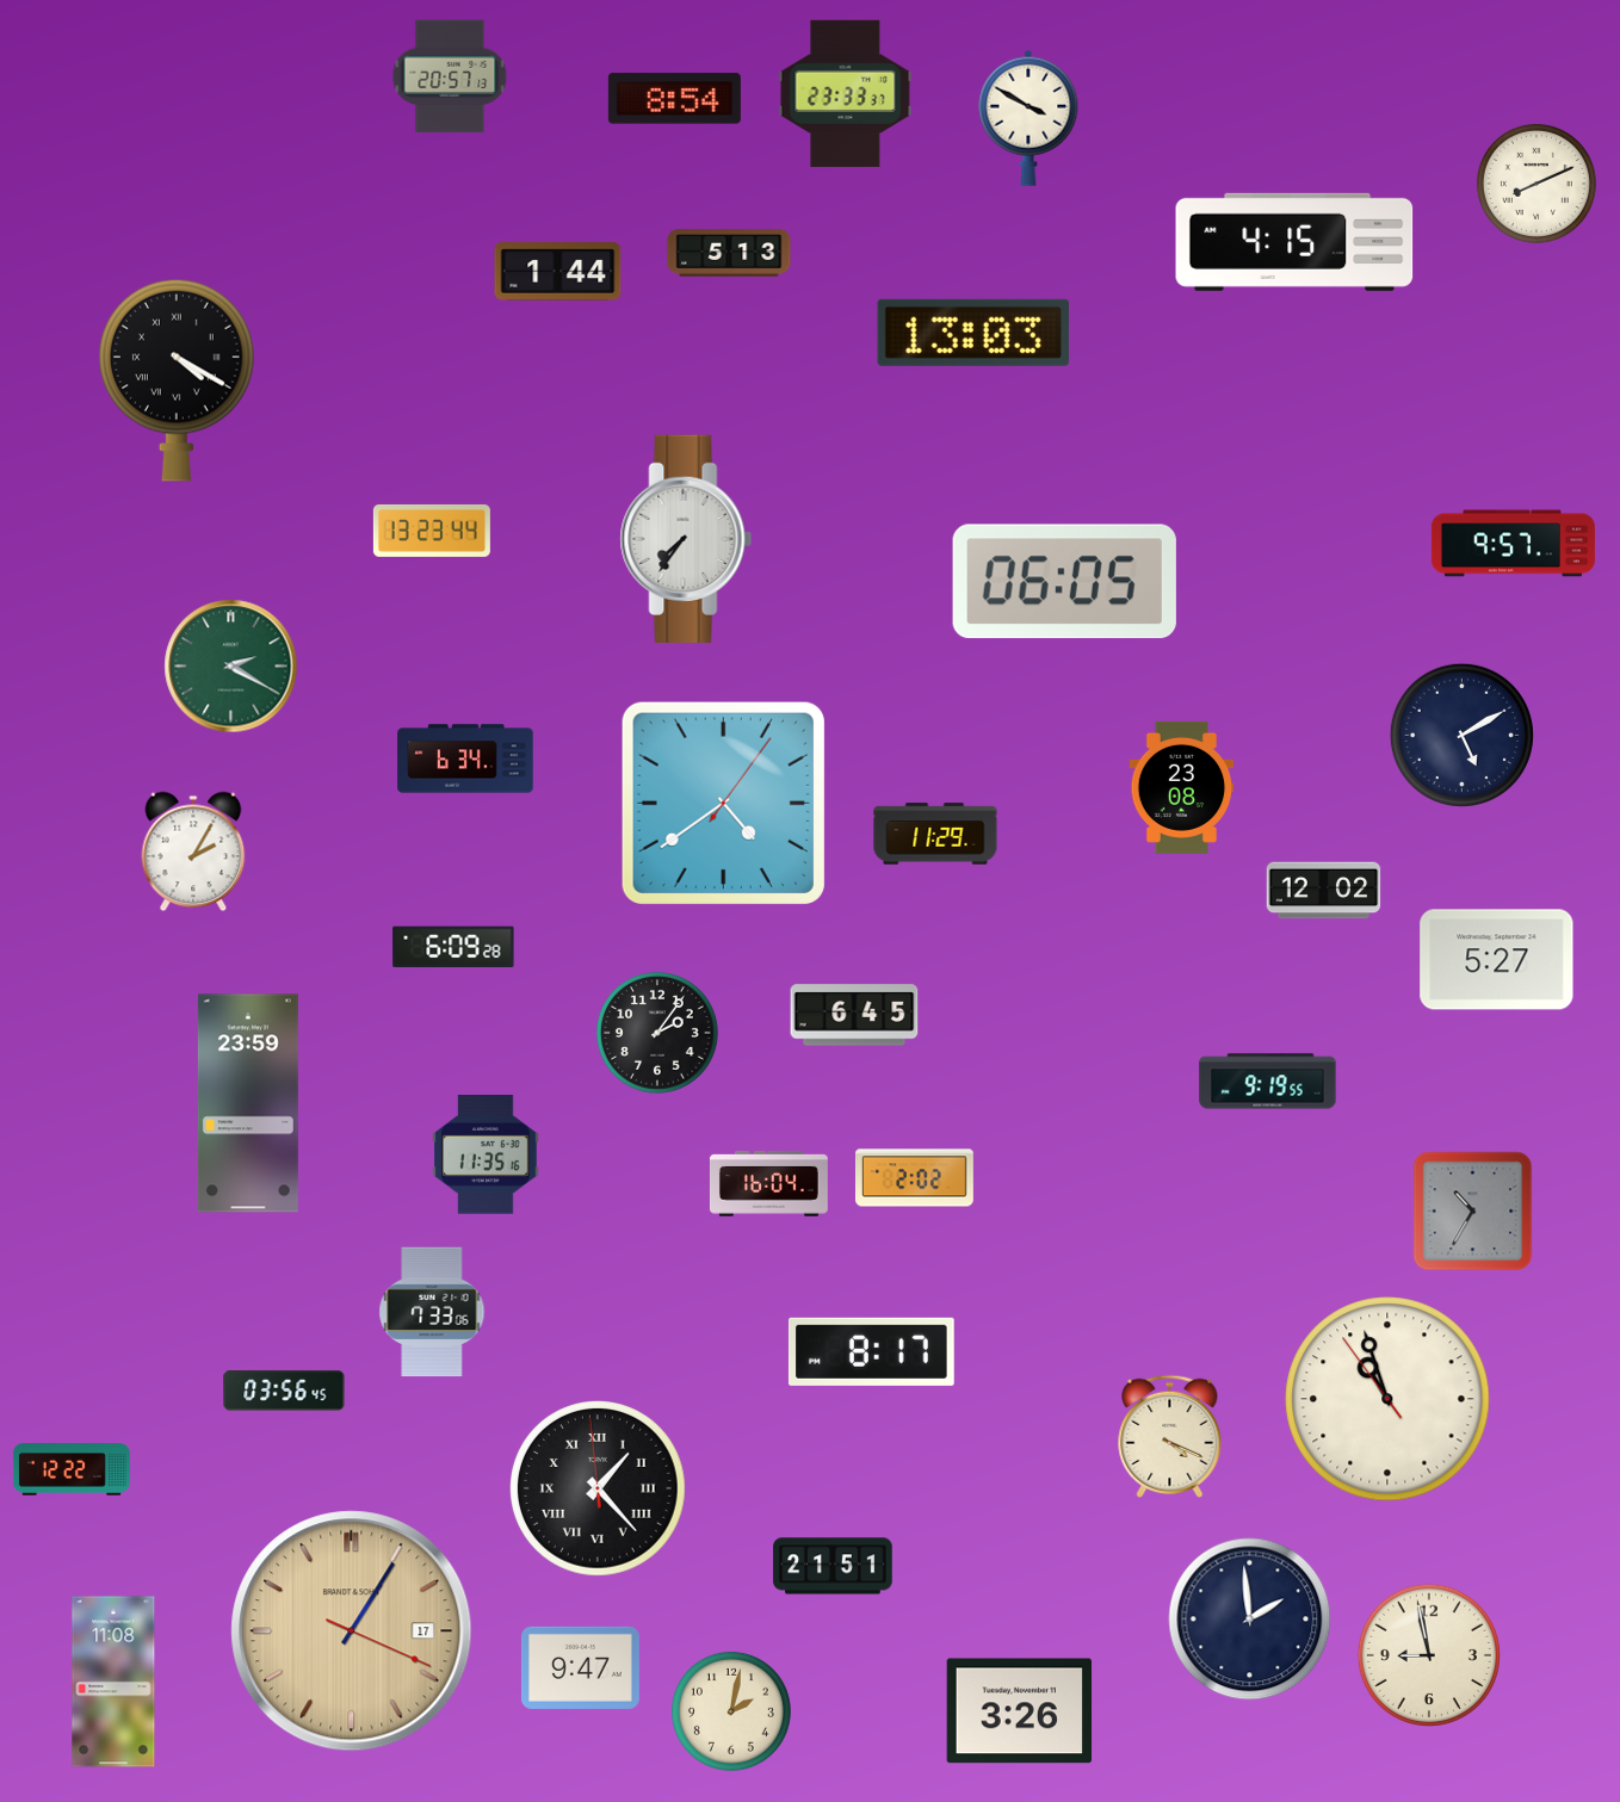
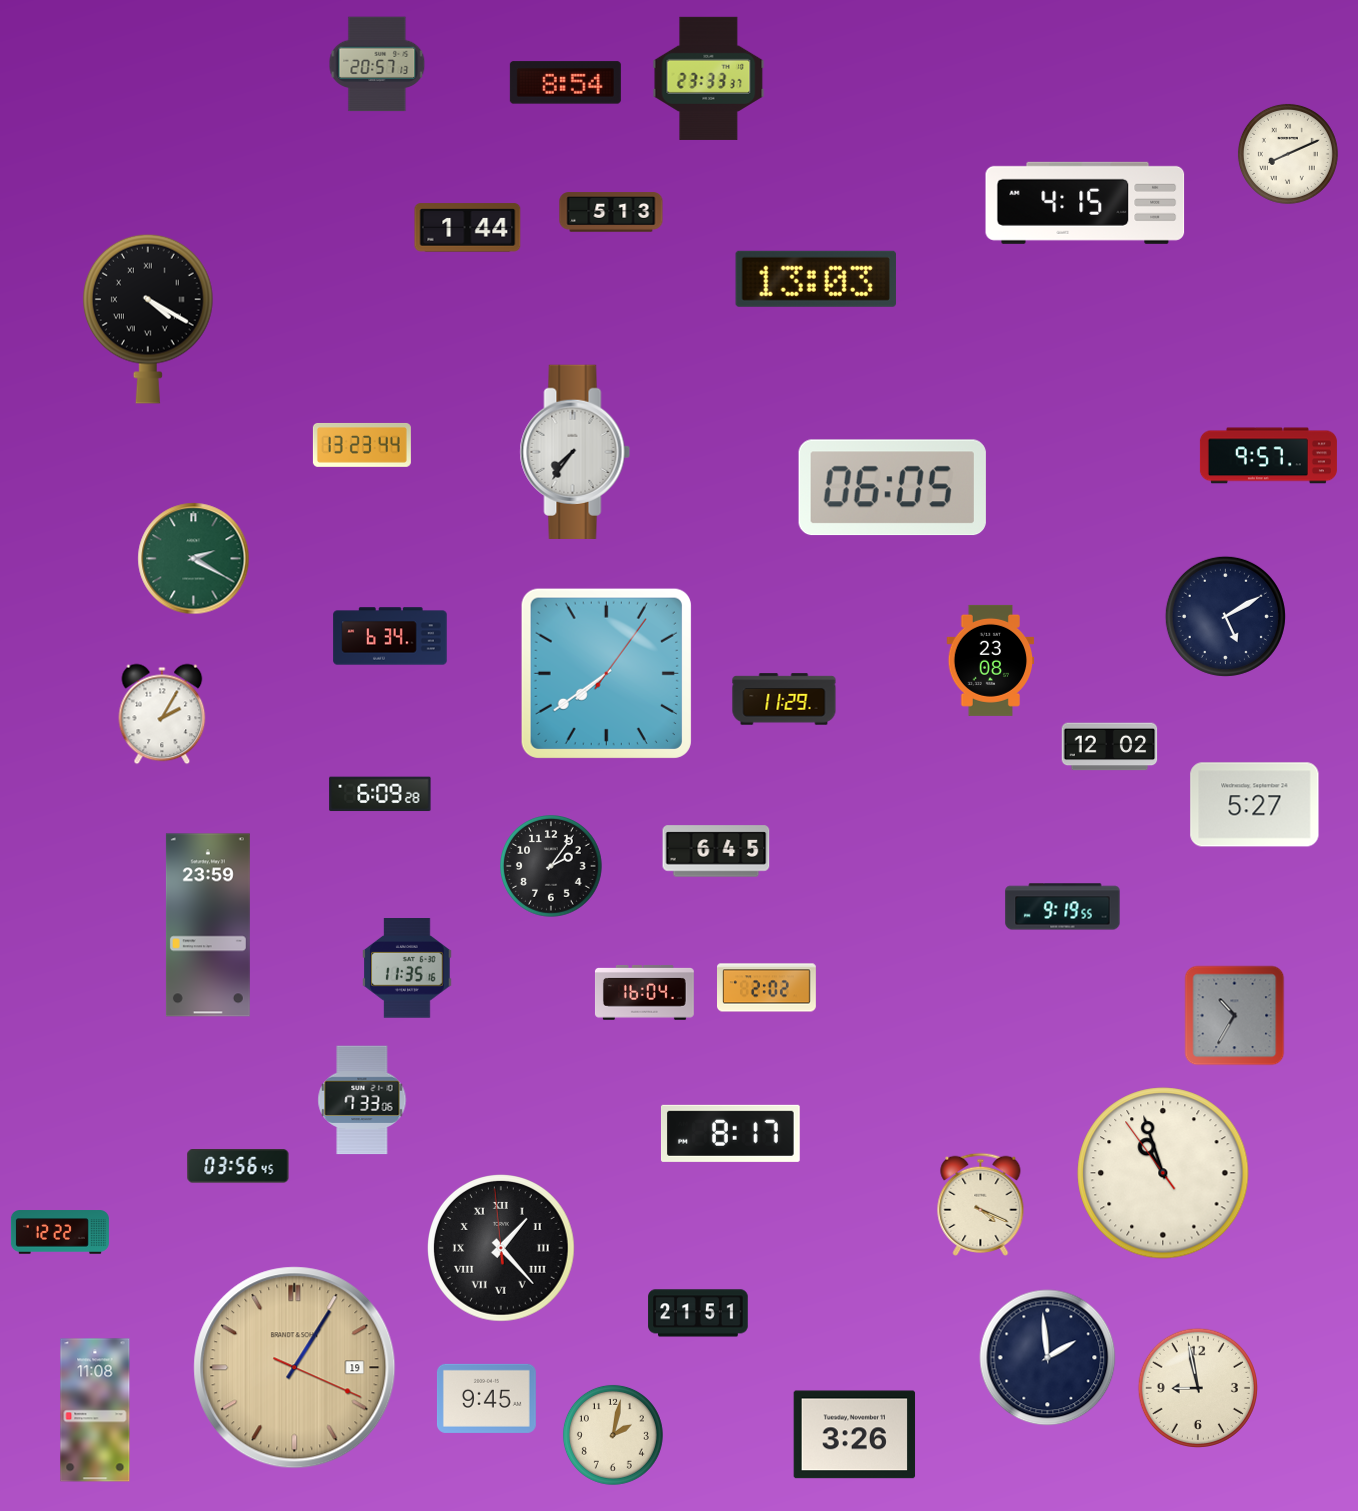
clock at (1028, 118): 3:50 -> none
clock at (723, 803): 4:39 -> 7:39
clock at (352, 1631) date: 17 -> 19
clock at (580, 1667): 9:47 -> 9:45
